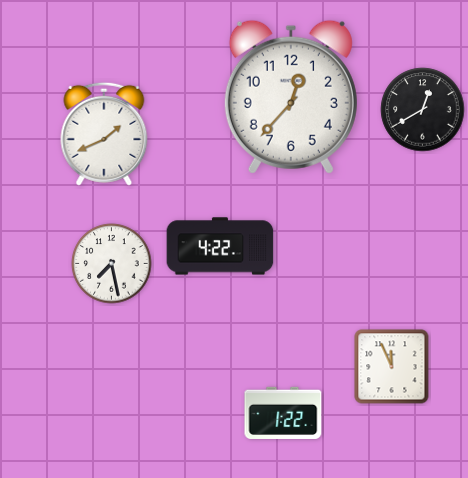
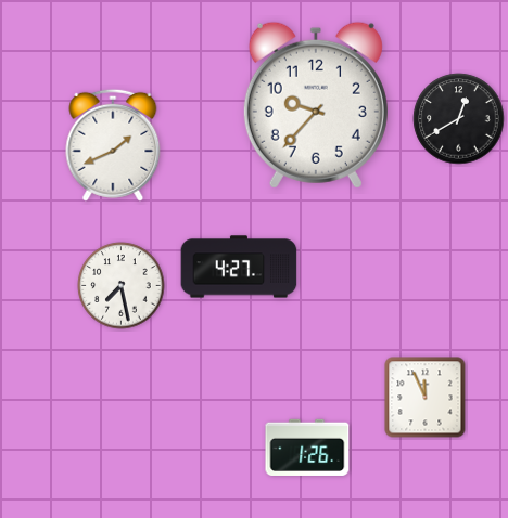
clock at (291, 97): 12:37 -> 9:37
clock at (220, 246): 4:22 -> 4:27
clock at (283, 413): 1:22 -> 1:26
